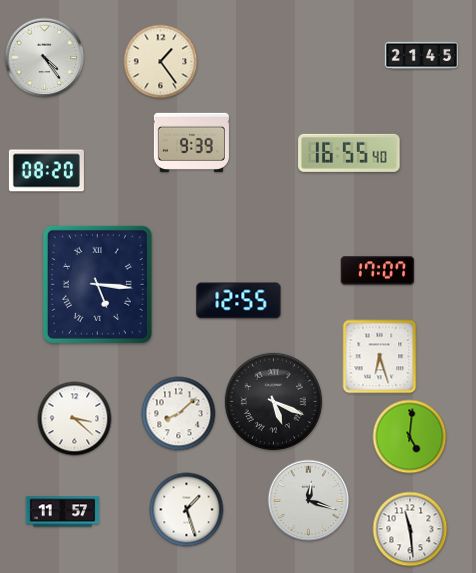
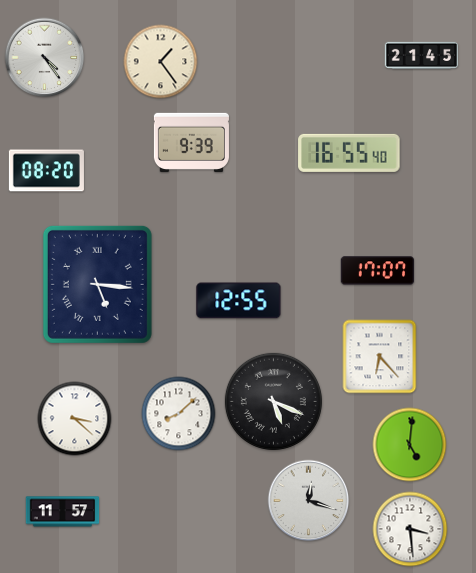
clock at (380, 357): 6:27 -> 6:23
clock at (410, 437) position: (410, 437) -> (410, 445)
clock at (187, 510): 1:27 -> none
clock at (410, 529): 11:29 -> 3:29
